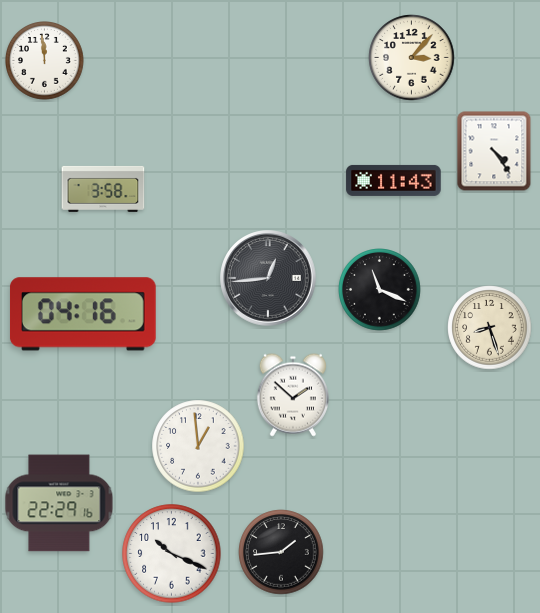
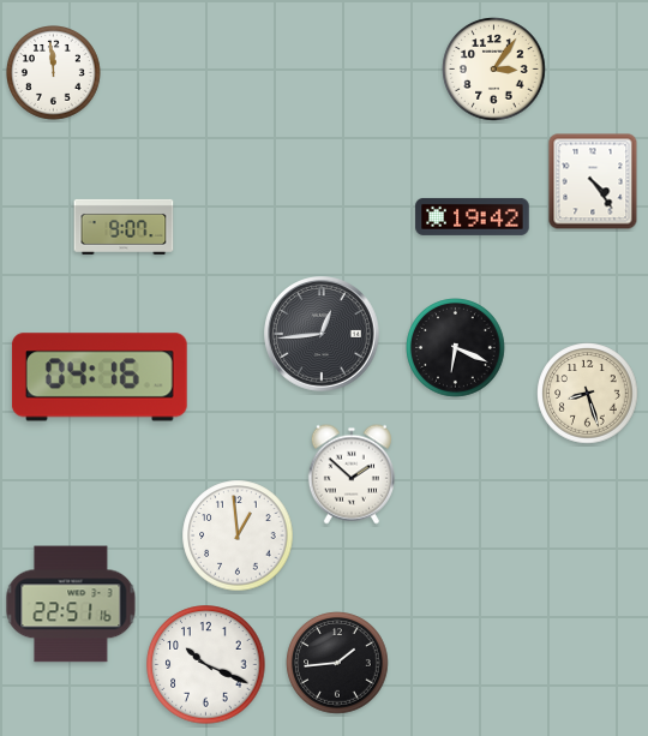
clock at (412, 58): 3:07 -> 3:06
clock at (394, 180): 11:43 -> 19:42
clock at (103, 189): 3:58 -> 9:07
clock at (380, 290): 11:19 -> 6:19
clock at (59, 503): 22:29 -> 22:51
